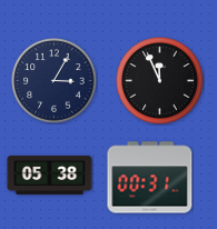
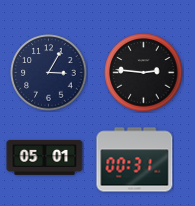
clock at (160, 81): 11:56 -> 2:46
clock at (50, 175): 05:38 -> 05:01
